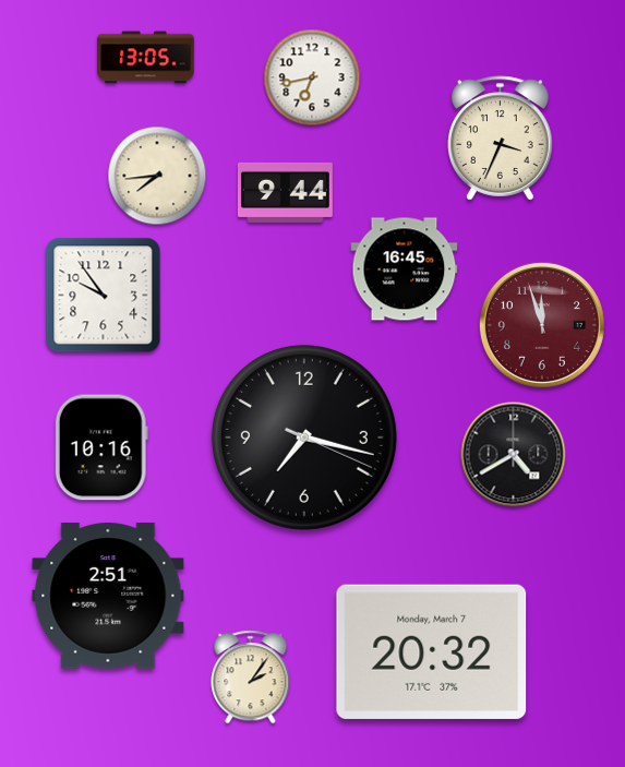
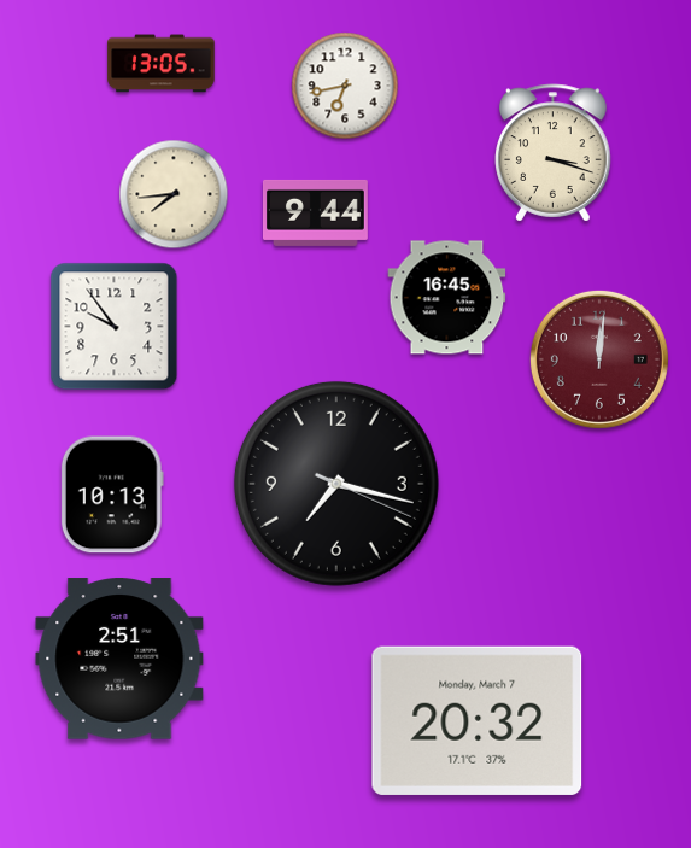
clock at (501, 139): 3:34 -> 3:18
clock at (542, 325): 11:57 -> 12:01
clock at (101, 447): 10:16 -> 10:13
clock at (514, 455): 4:40 -> none
clock at (251, 678): 2:06 -> none
